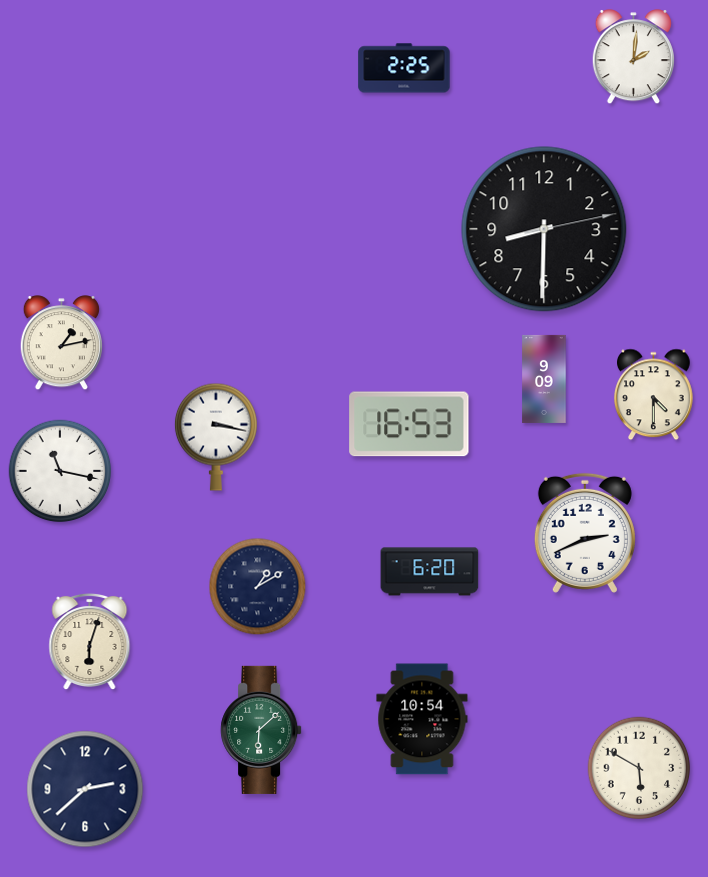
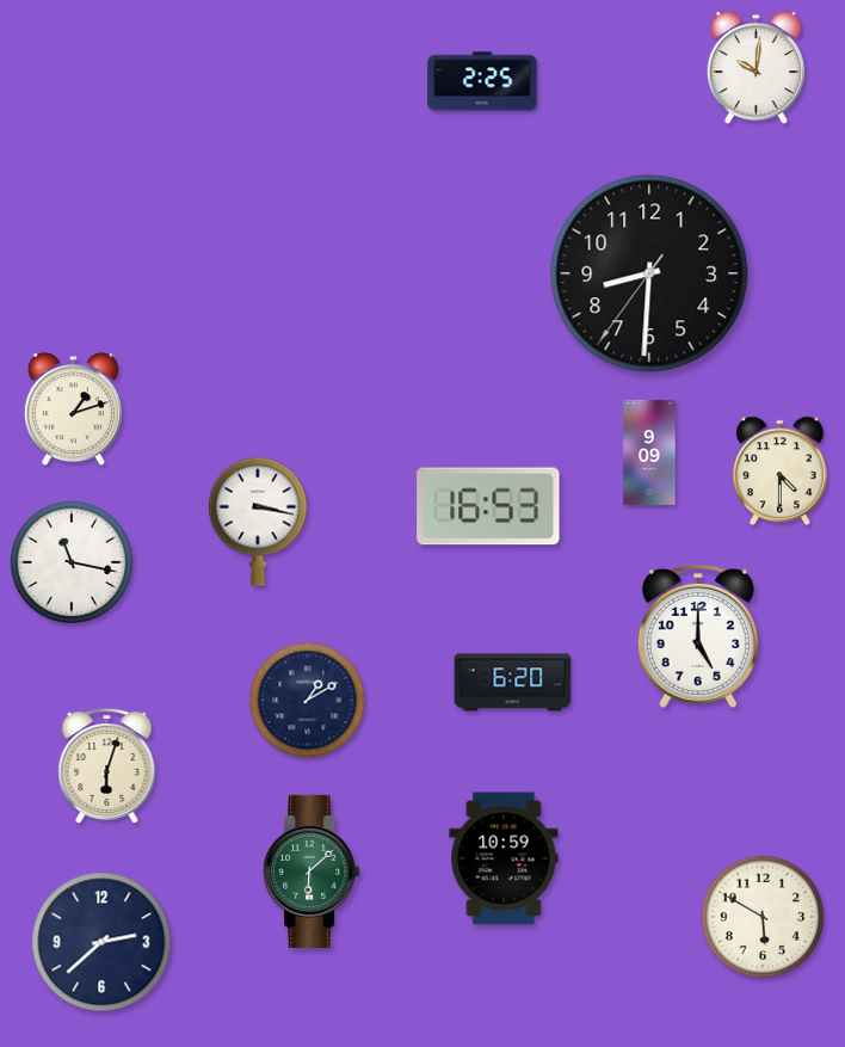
clock at (633, 57): 2:01 -> 10:01
clock at (544, 229): 8:30:13 -> 8:30:36
clock at (61, 343): 1:13 -> 1:12
clock at (585, 533): 2:41 -> 5:00
clock at (422, 719): 10:54 -> 10:59
